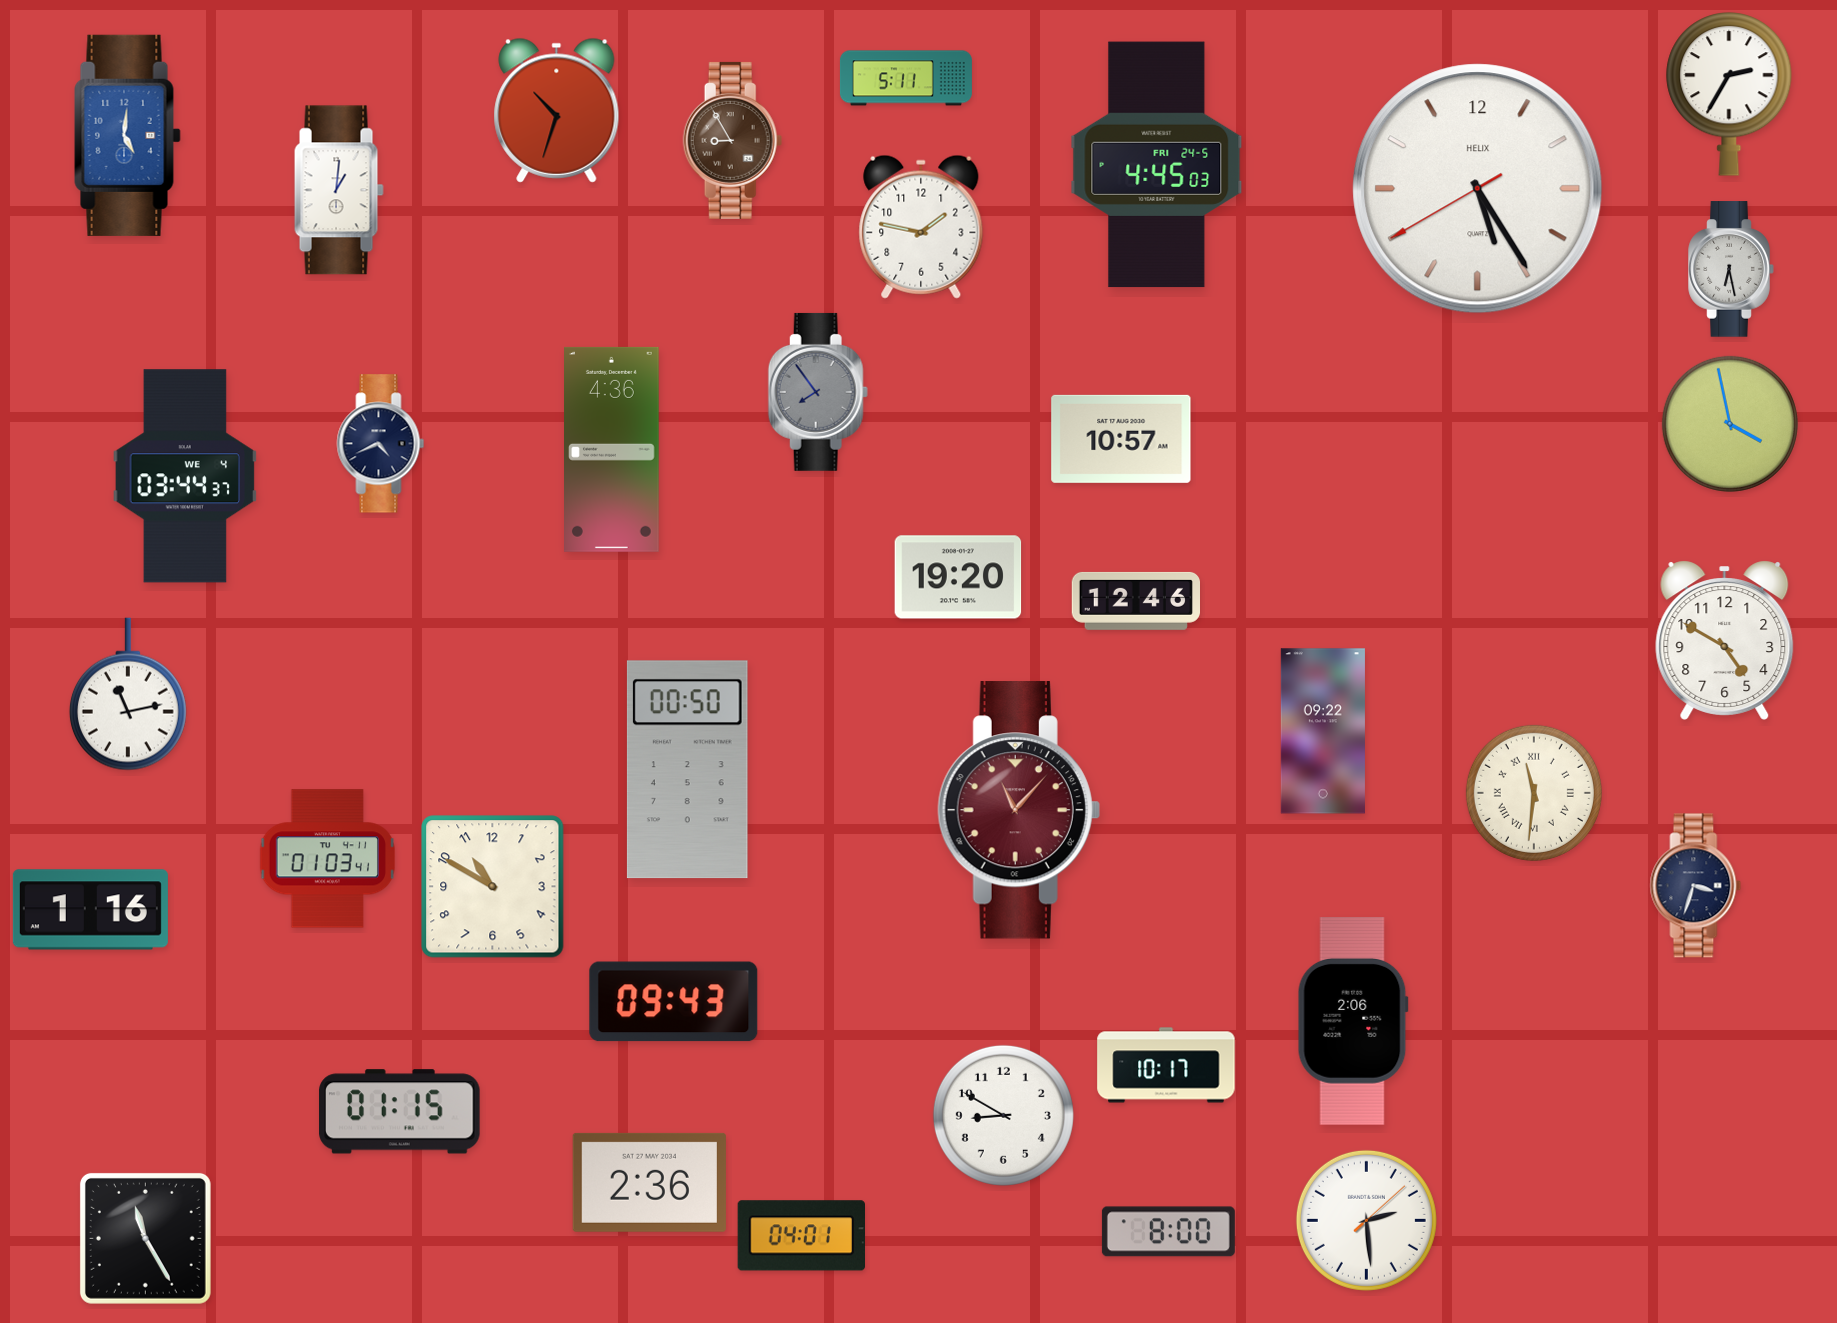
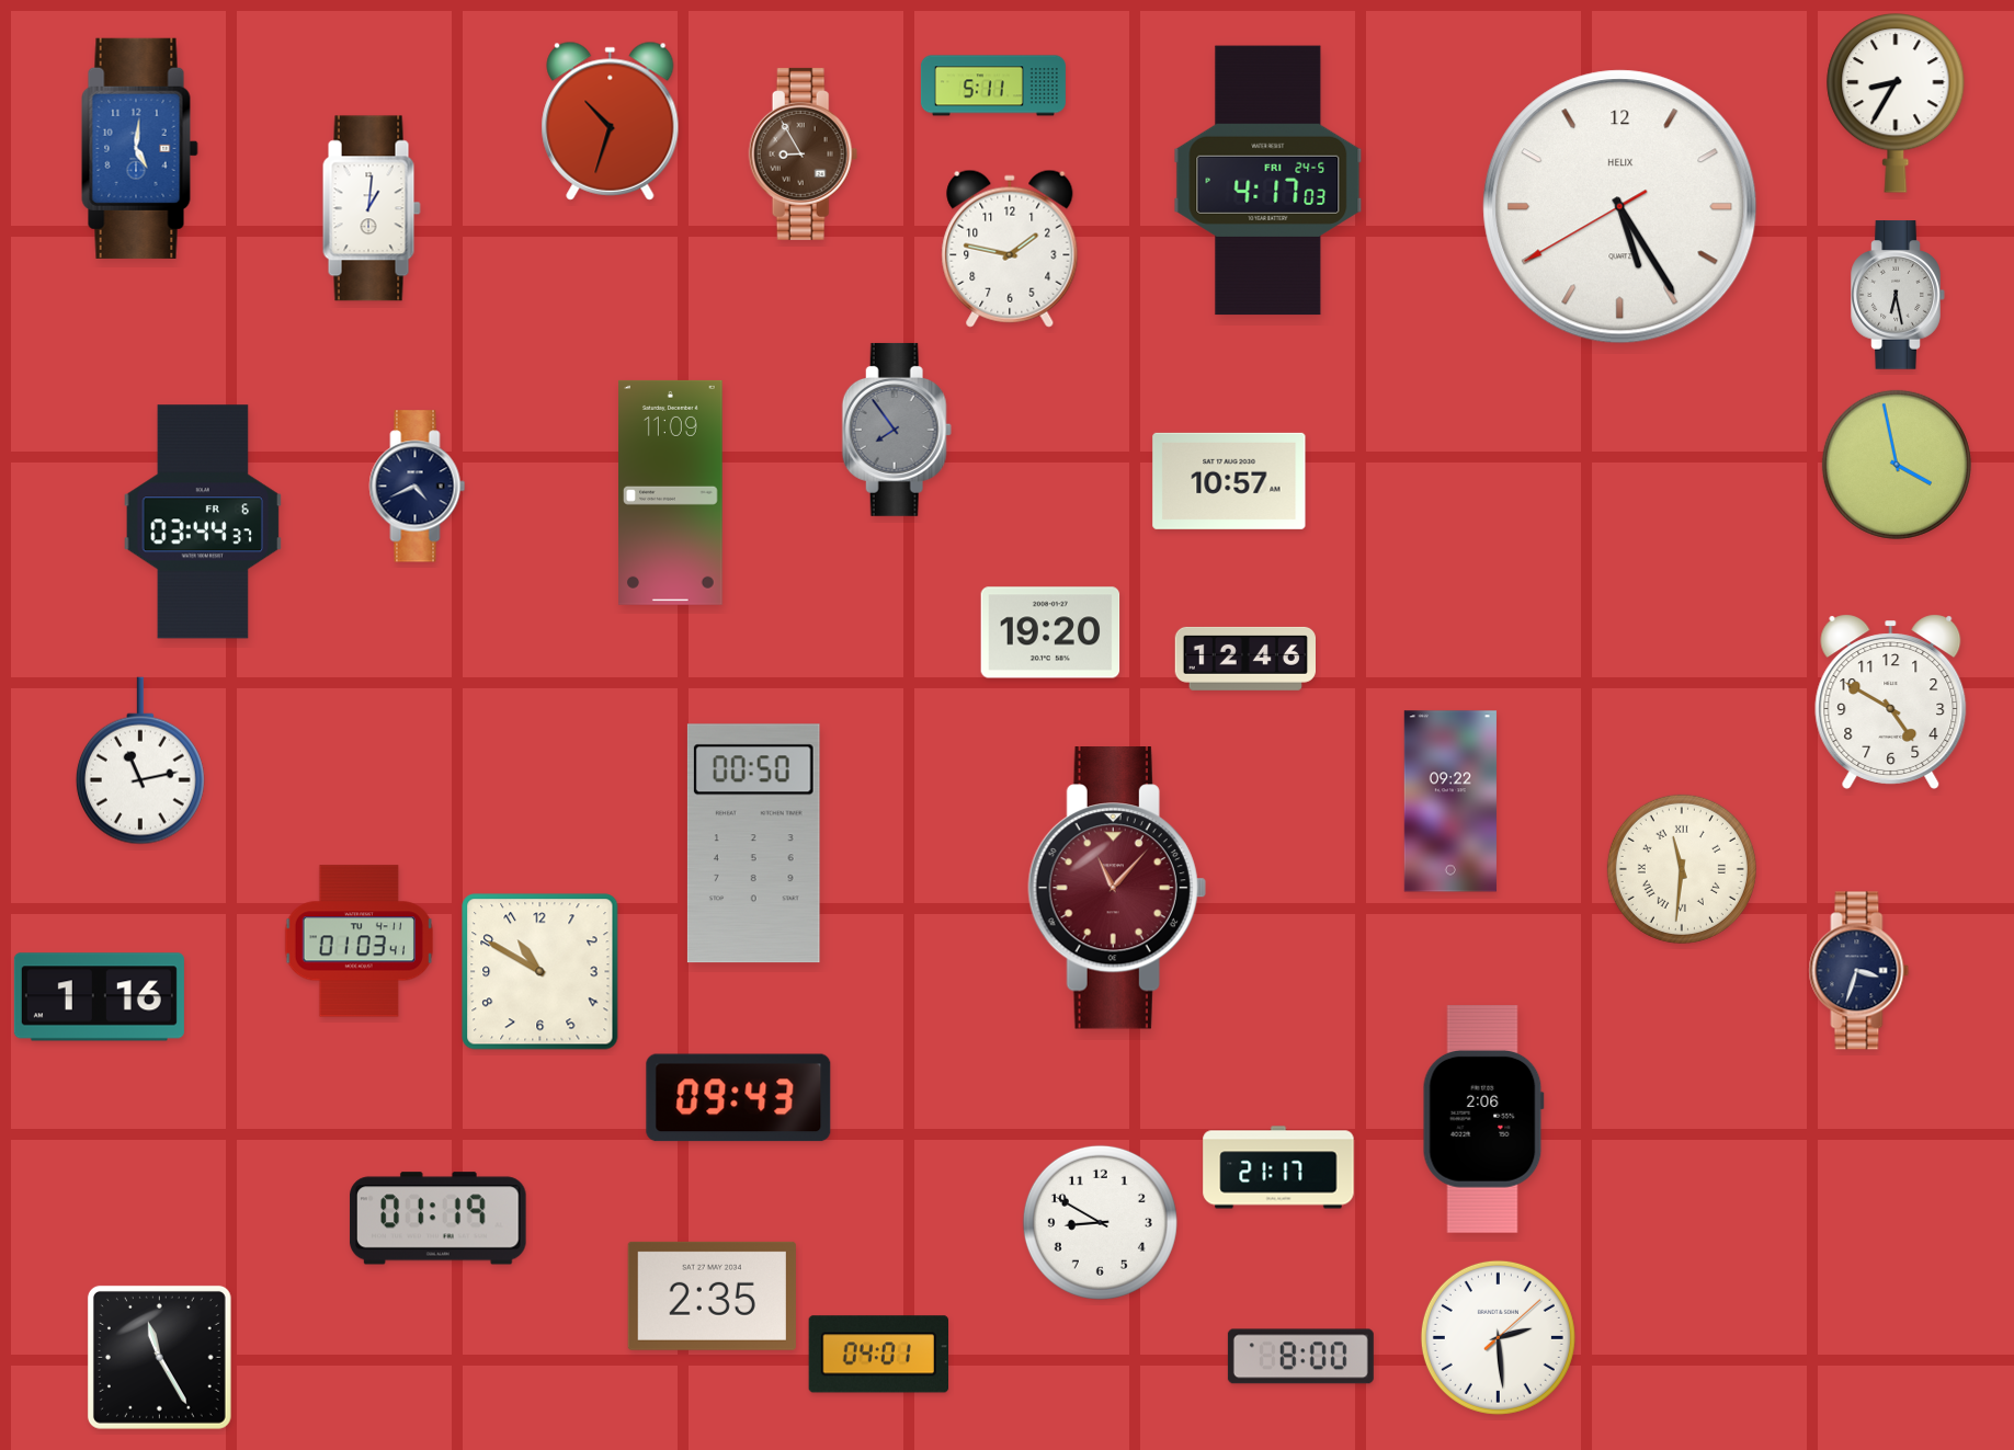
clock at (1729, 94): 2:35 -> 8:35
clock at (1157, 165): 4:45 -> 4:17
clock at (612, 449): 4:36 -> 11:09
clock at (185, 476) date: WE 4 -> FR 6
clock at (1166, 1065): 10:17 -> 21:17
clock at (400, 1112): 01:15 -> 01:19
clock at (649, 1182): 2:36 -> 2:35
clock at (1168, 1232) position: (1168, 1232) -> (1300, 1357)
